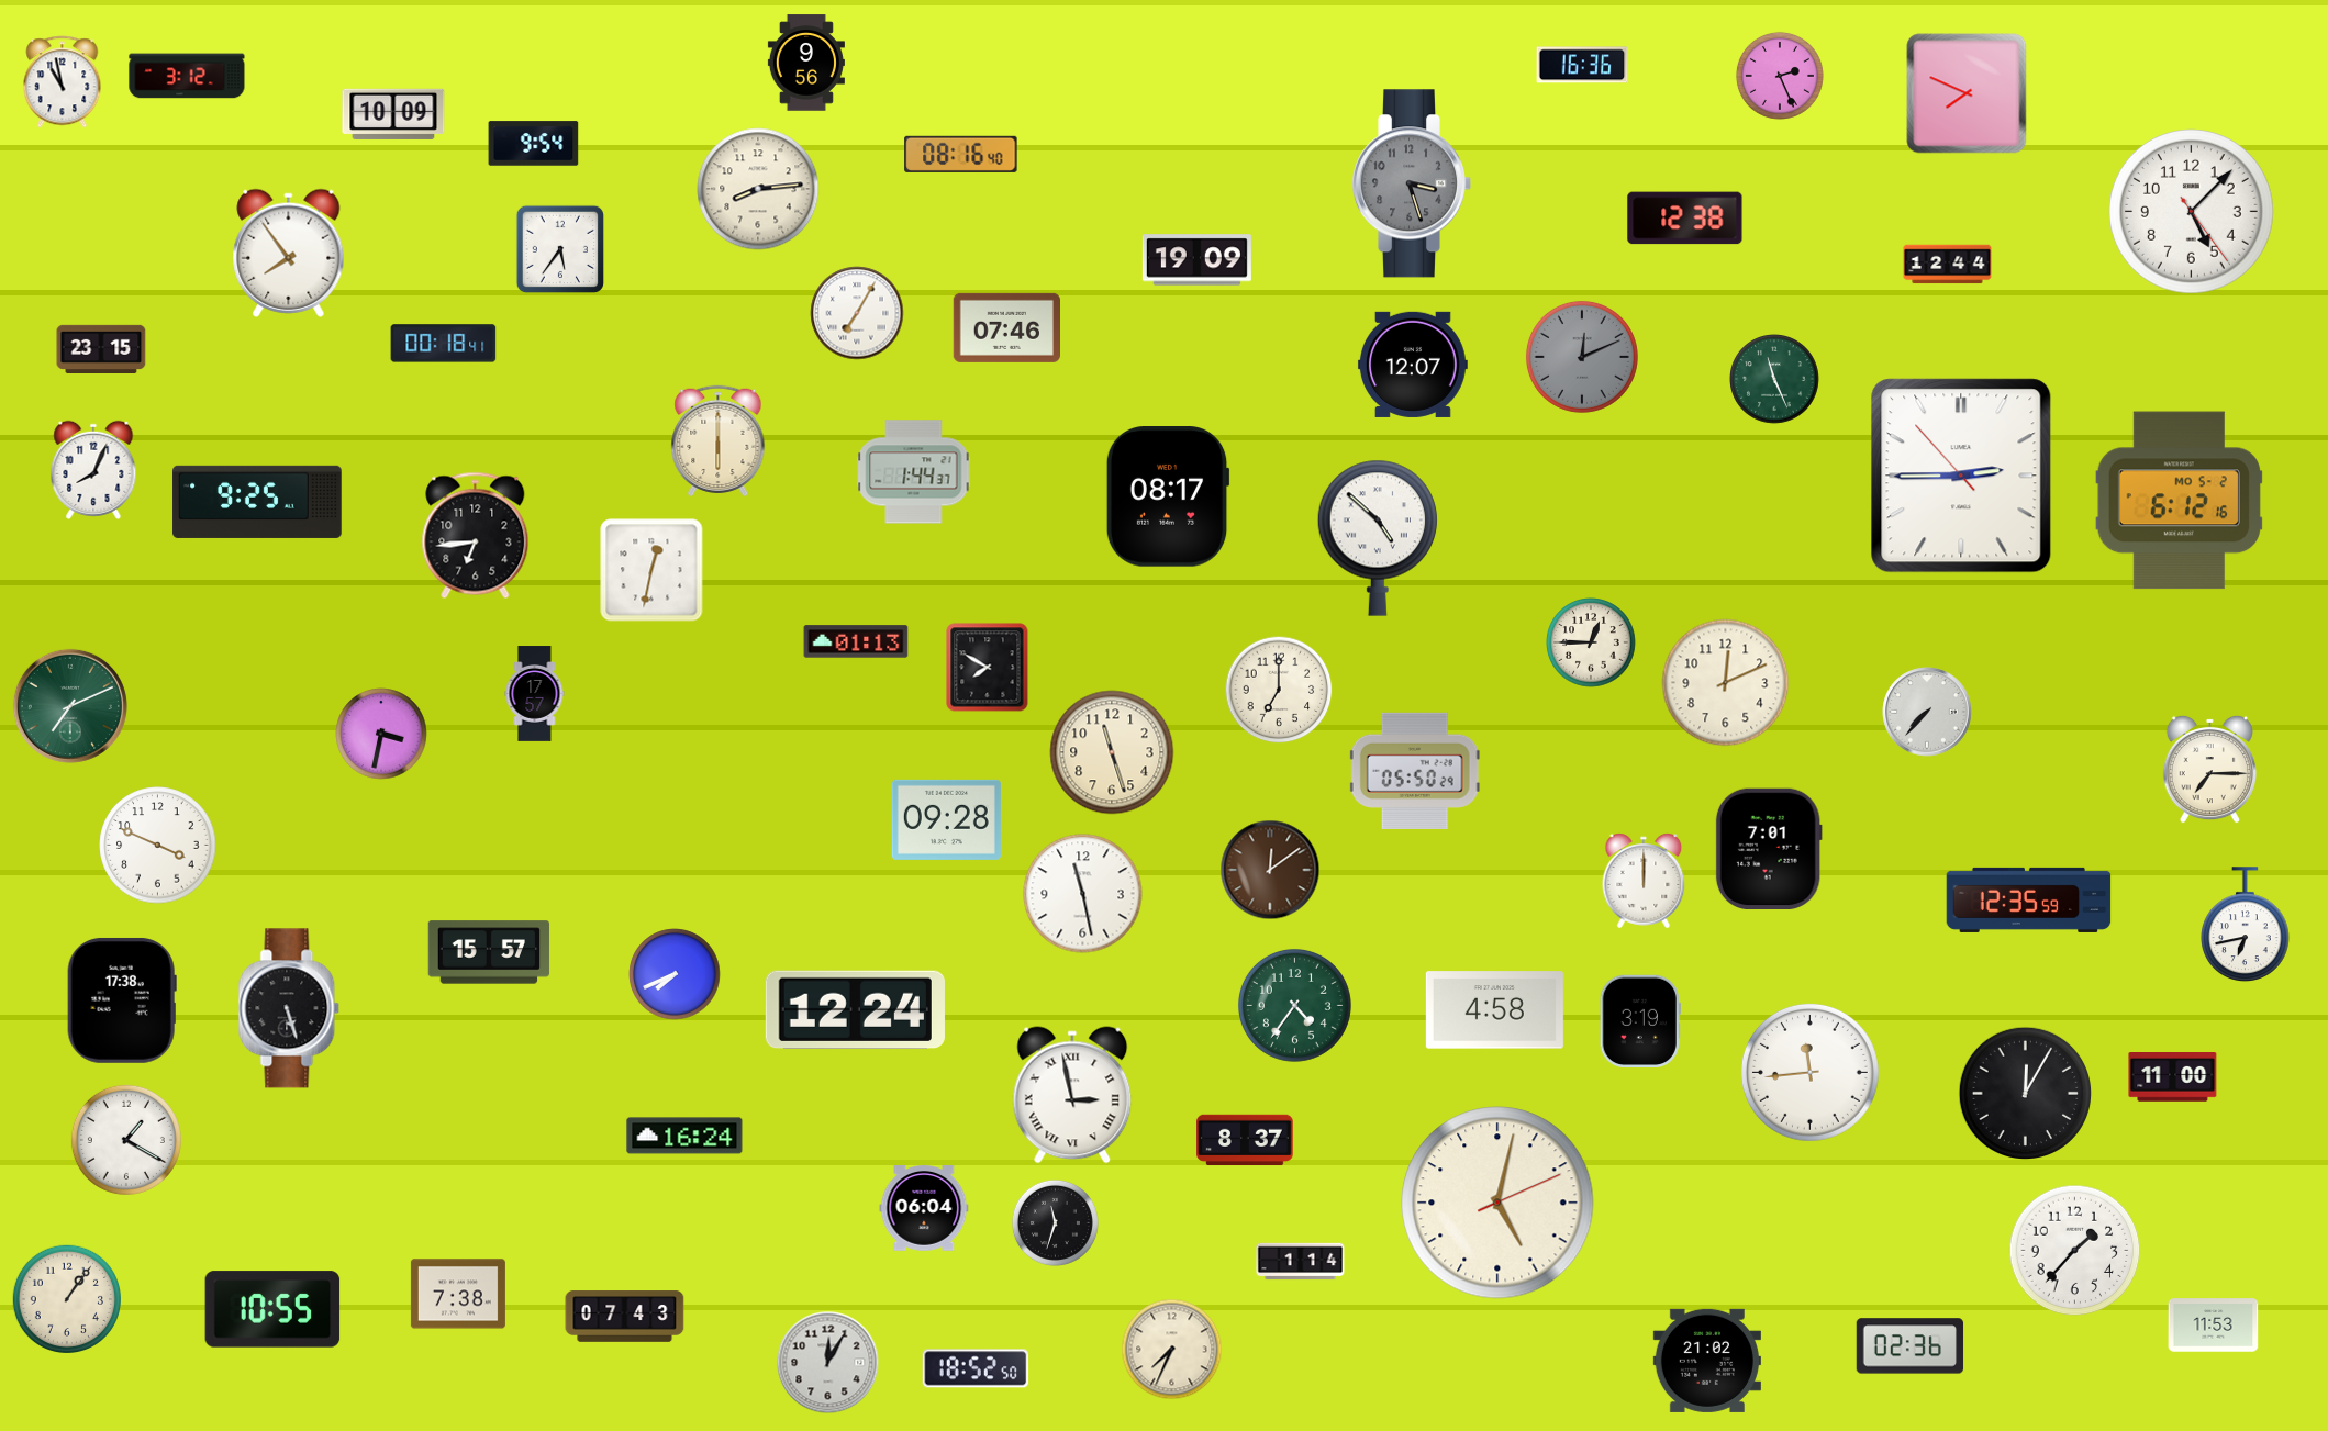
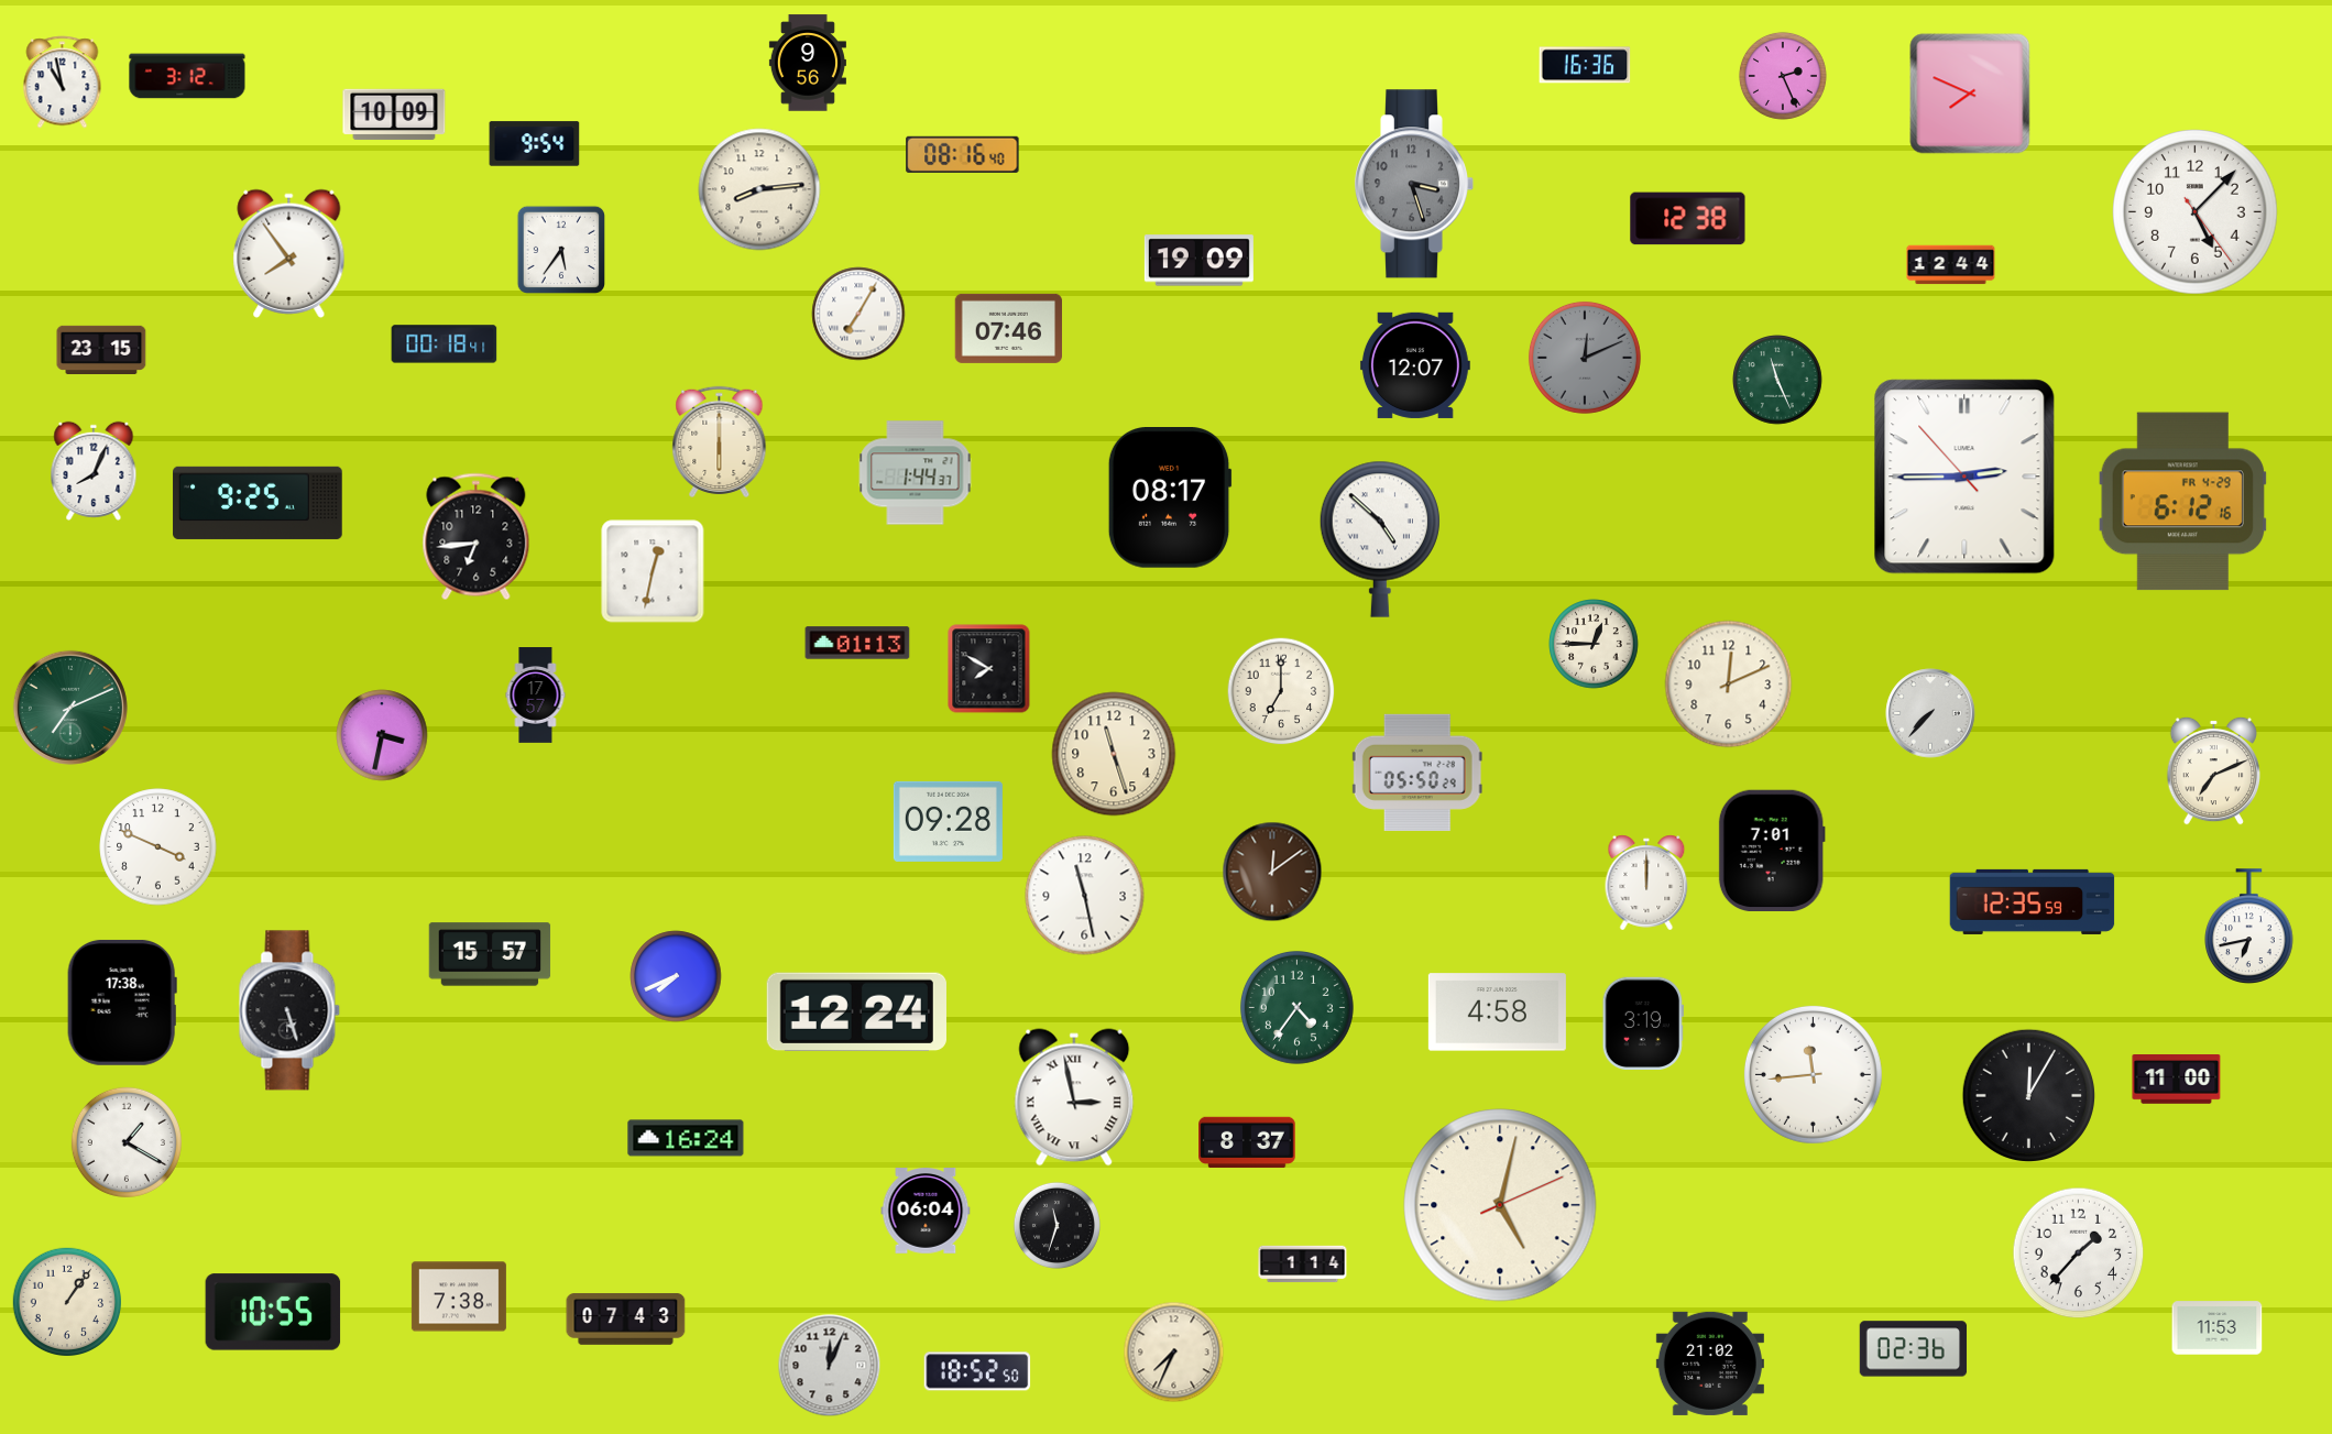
clock at (2179, 501) date: MO 5-2 -> FR 4-29
clock at (2209, 769): 7:15 -> 7:11
clock at (828, 1363): 12:05 -> 12:04
